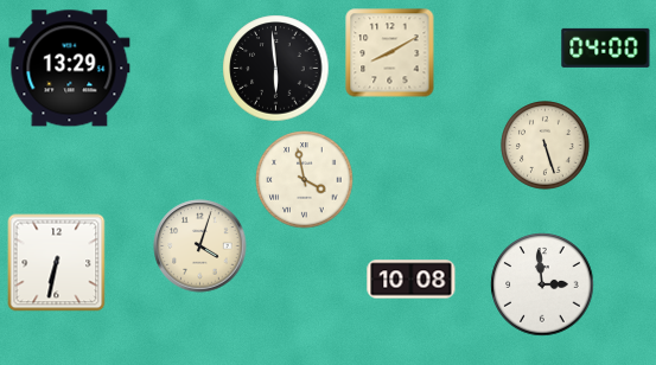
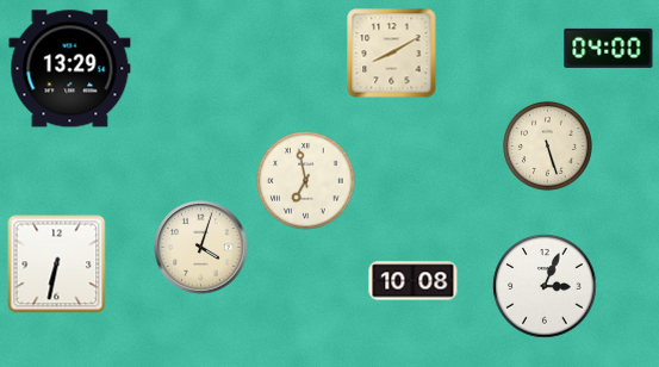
clock at (276, 69): 5:59 -> none
clock at (305, 180): 3:58 -> 6:58
clock at (542, 284): 2:59 -> 3:04
